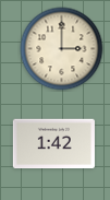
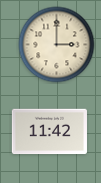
clock at (53, 144): 1:42 -> 11:42
